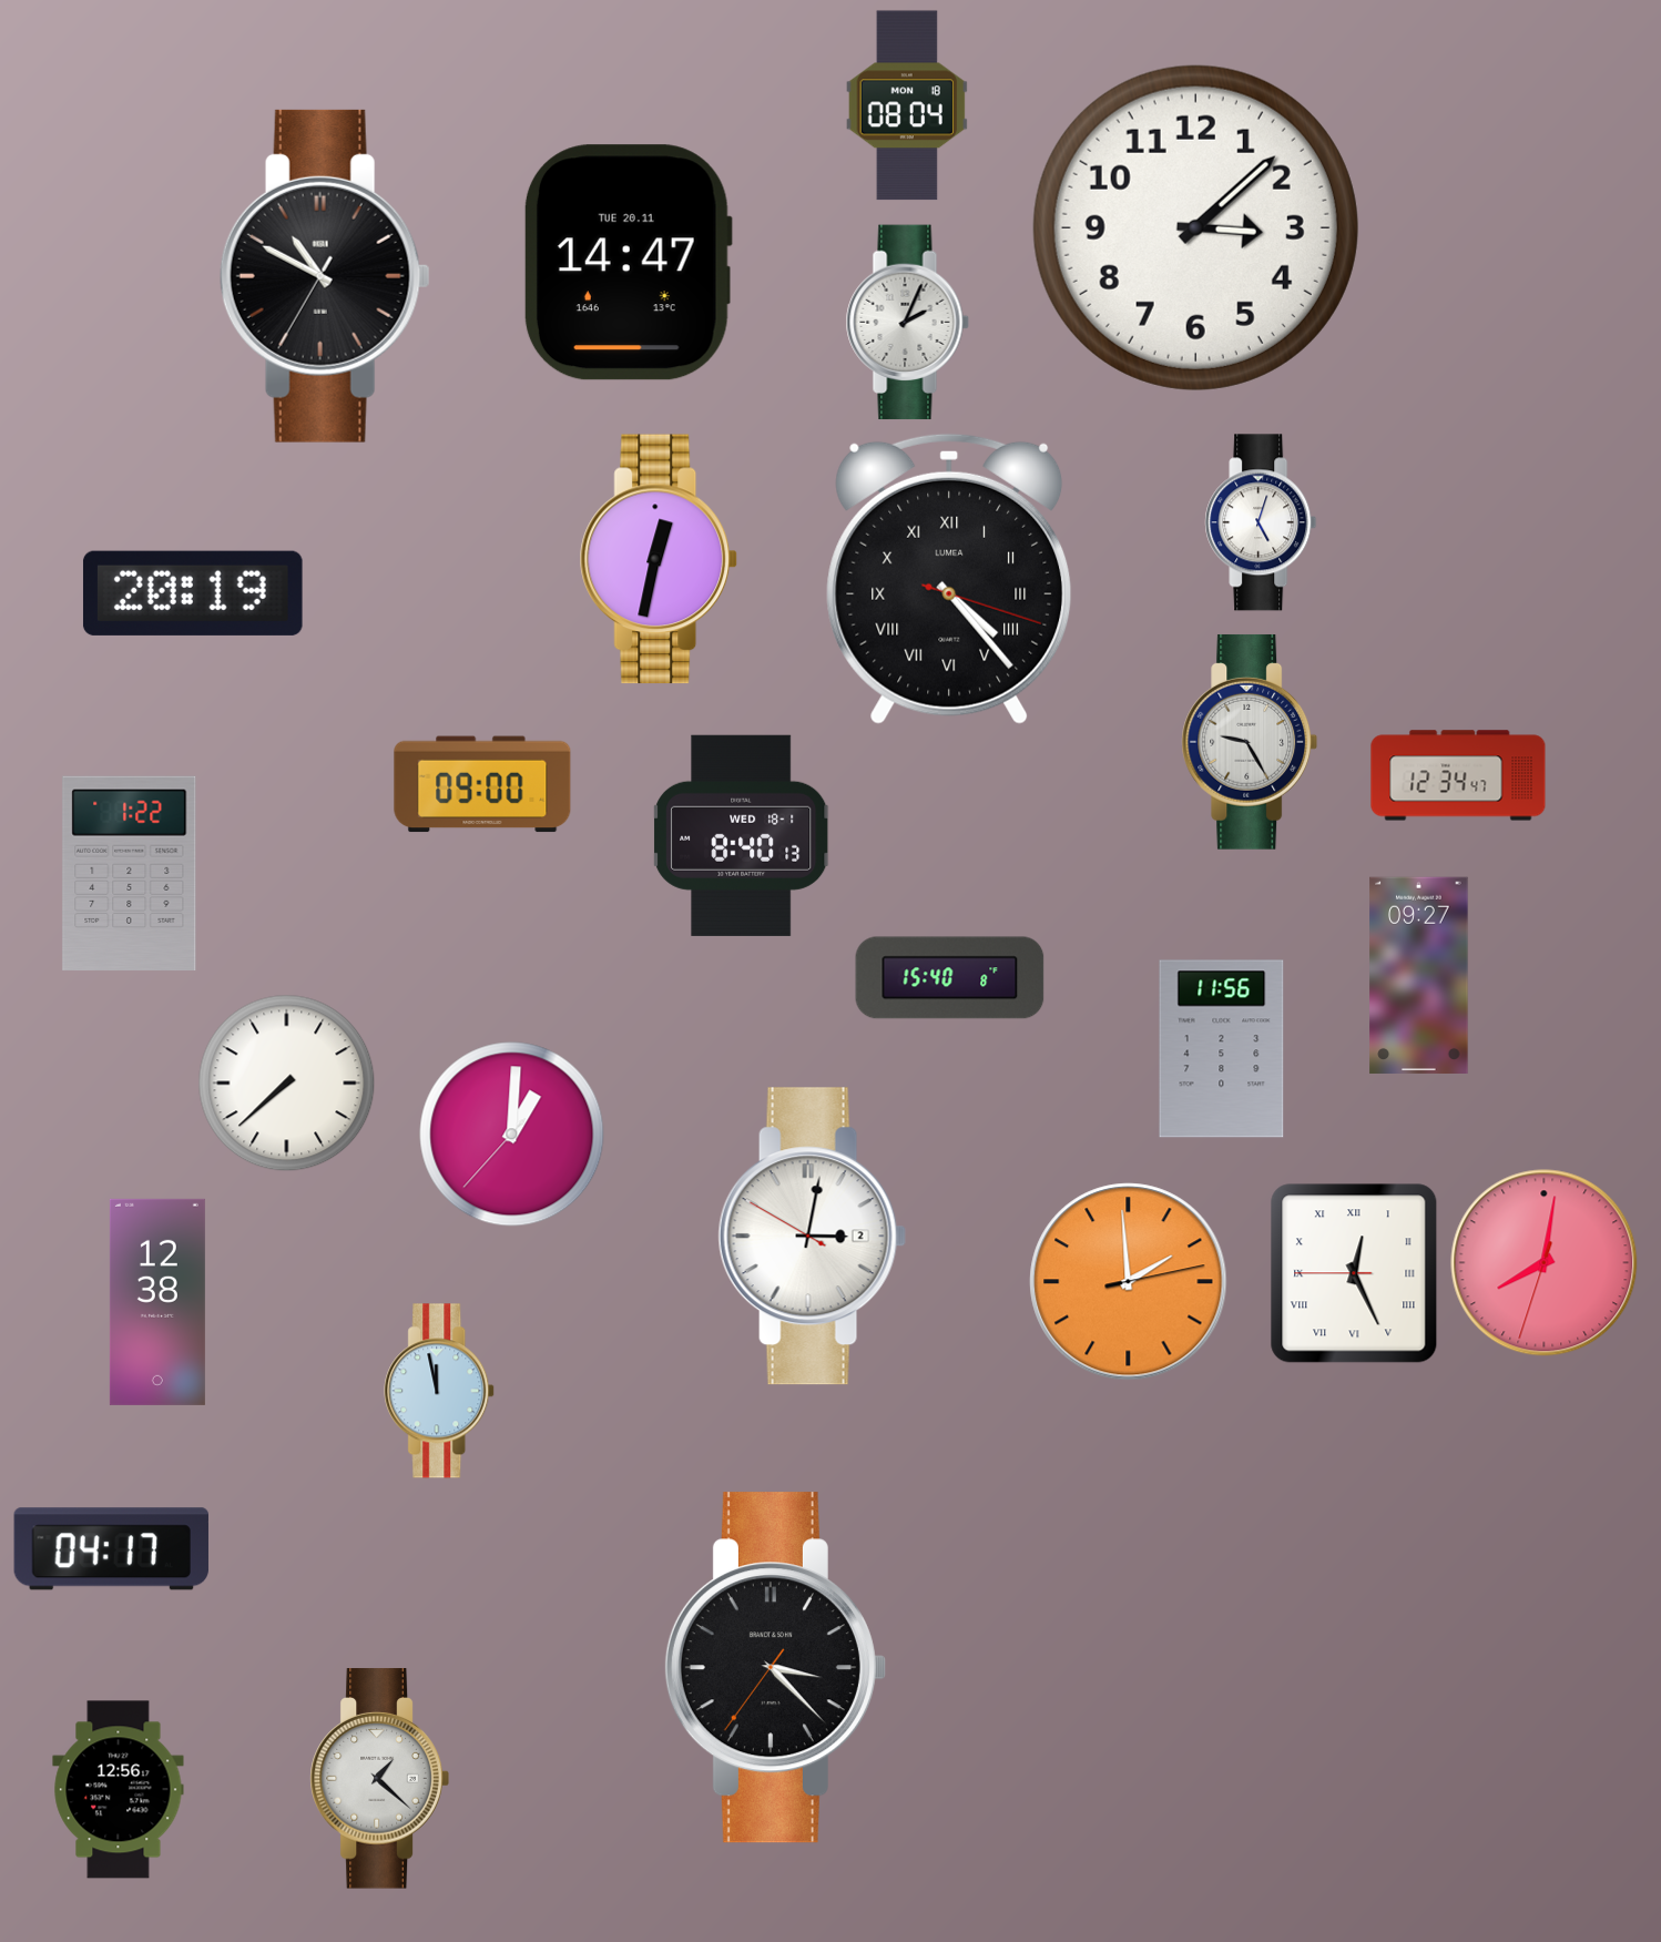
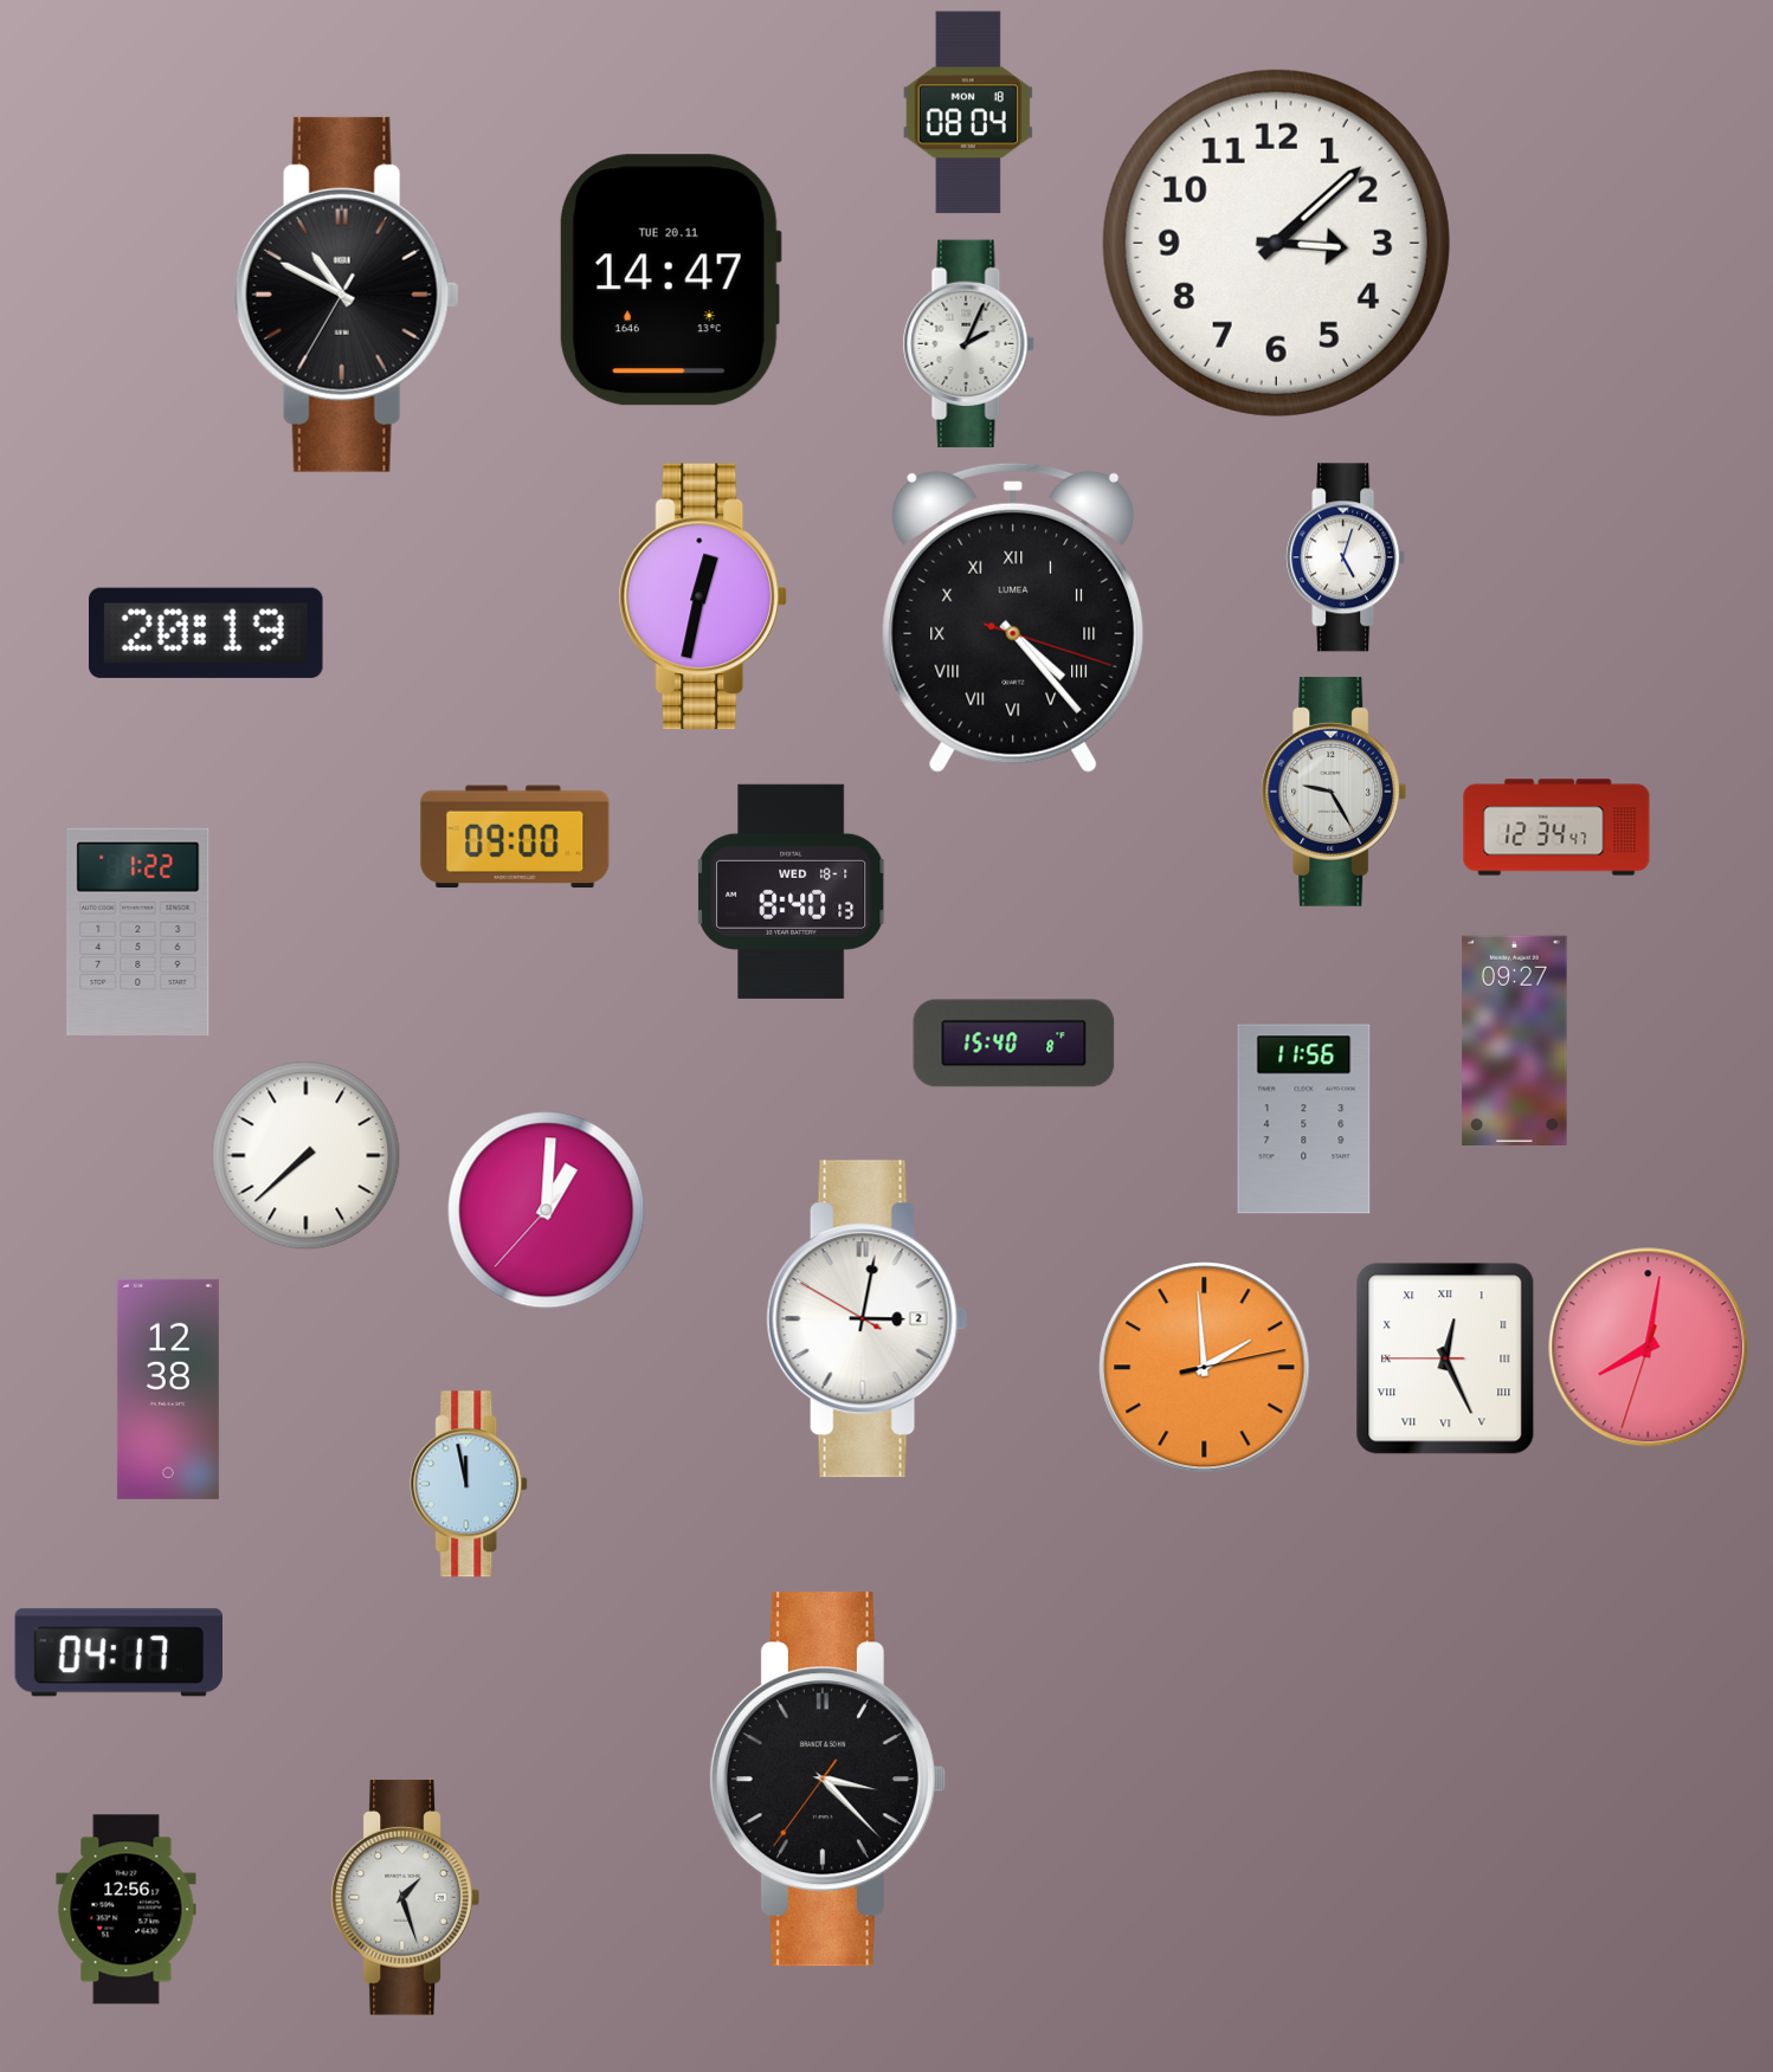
clock at (379, 1779): 1:22 -> 1:27
